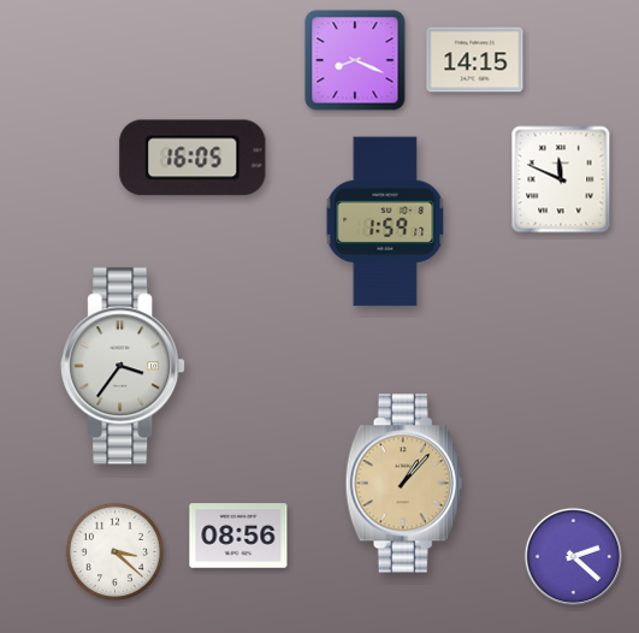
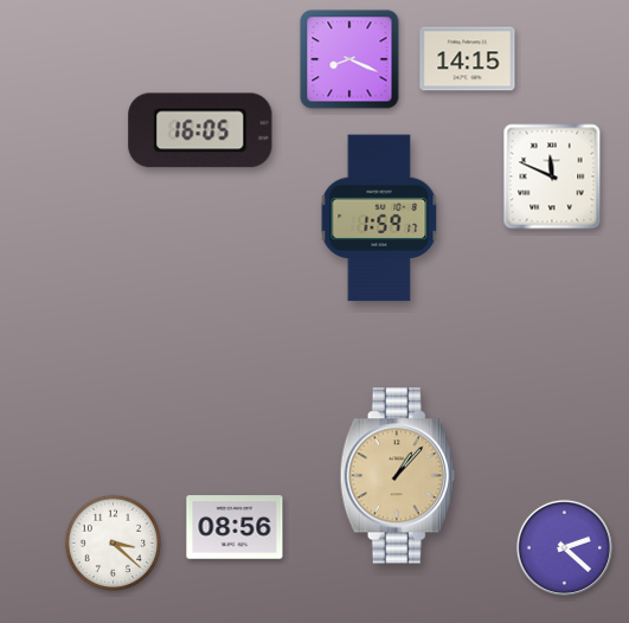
clock at (193, 158) position: (193, 158) -> (200, 130)
clock at (123, 366): 3:36 -> none
